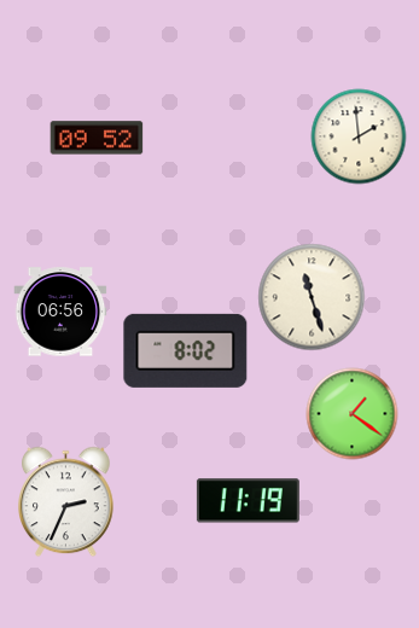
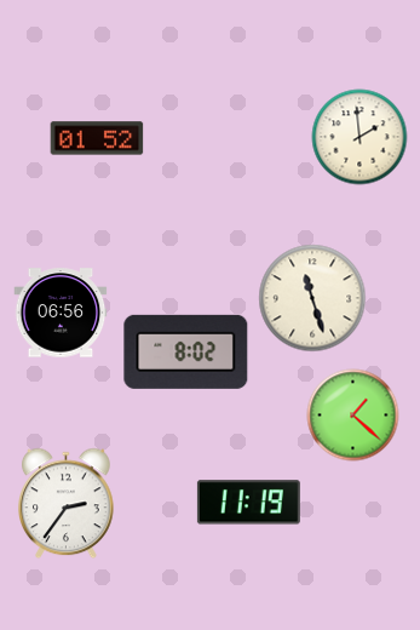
clock at (97, 138): 09:52 -> 01:52
clock at (353, 414): 1:21 -> 1:22
clock at (66, 502): 2:34 -> 2:36
